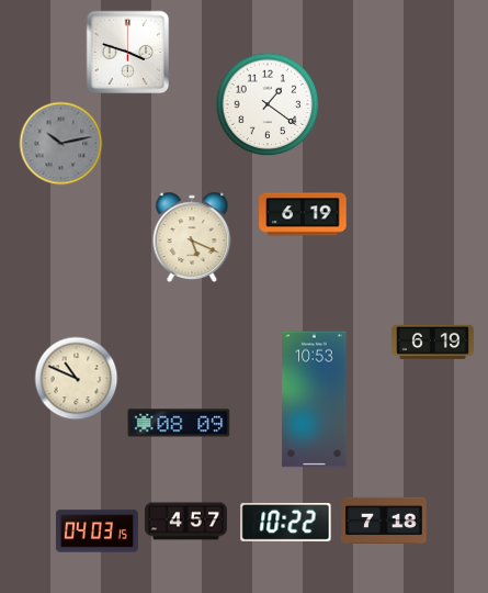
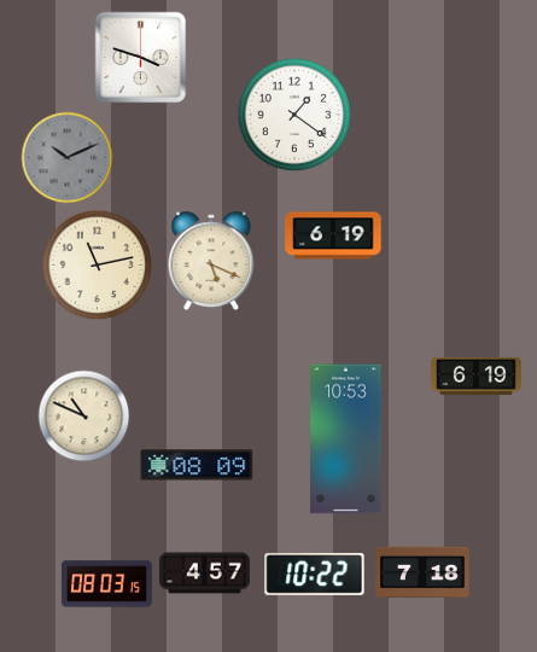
clock at (61, 144): 10:13 -> 10:11
clock at (98, 266): none -> 11:13
clock at (97, 532): 04:03 -> 08:03
